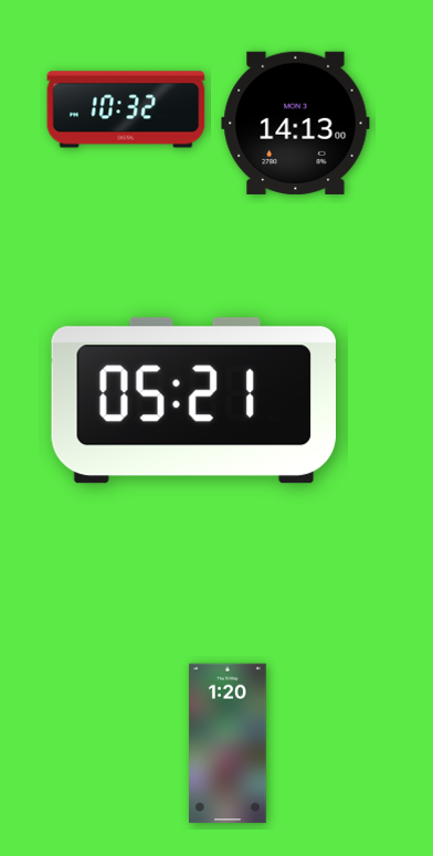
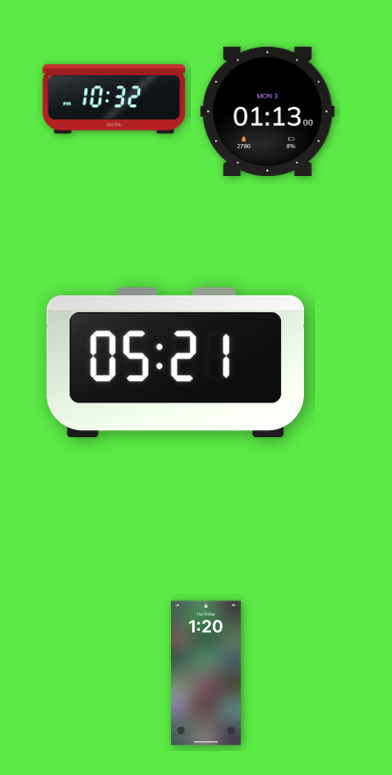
clock at (296, 123): 14:13 -> 01:13
